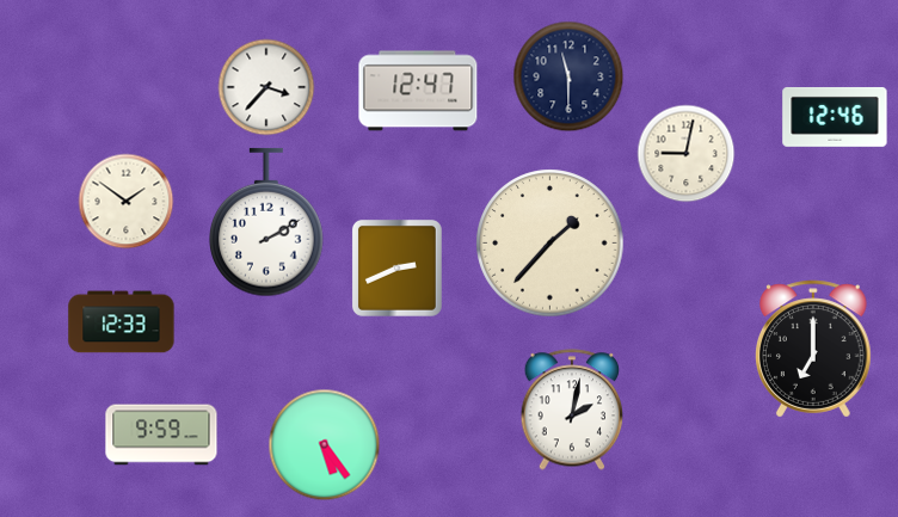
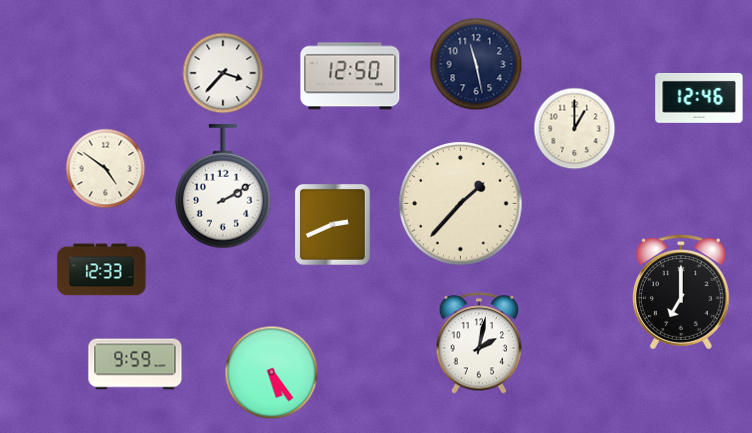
clock at (568, 76): 11:30 -> 11:28
clock at (418, 91): 12:47 -> 12:50
clock at (685, 153): 9:02 -> 1:00
clock at (125, 201): 1:51 -> 4:51
